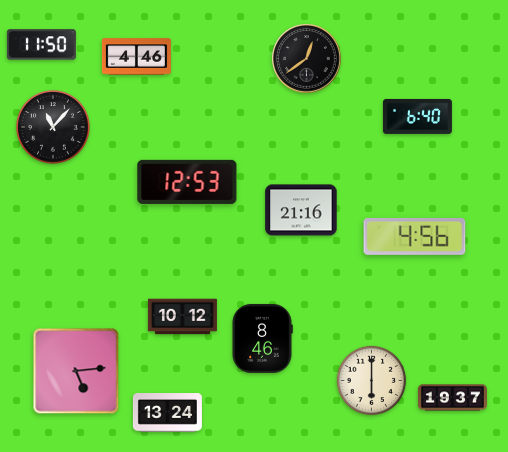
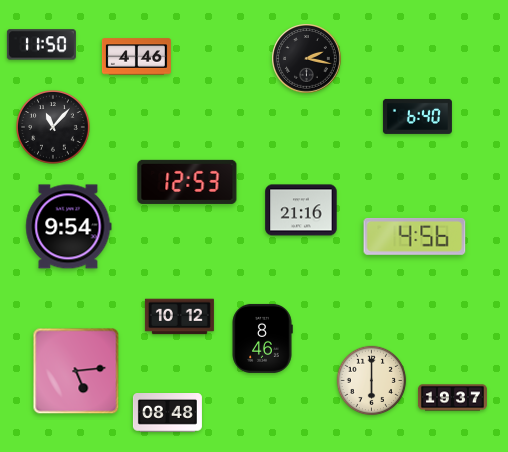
clock at (307, 59): 12:39 -> 2:17
clock at (69, 227): none -> 9:54
clock at (182, 317) position: (182, 317) -> (179, 317)
clock at (167, 413): 13:24 -> 08:48
